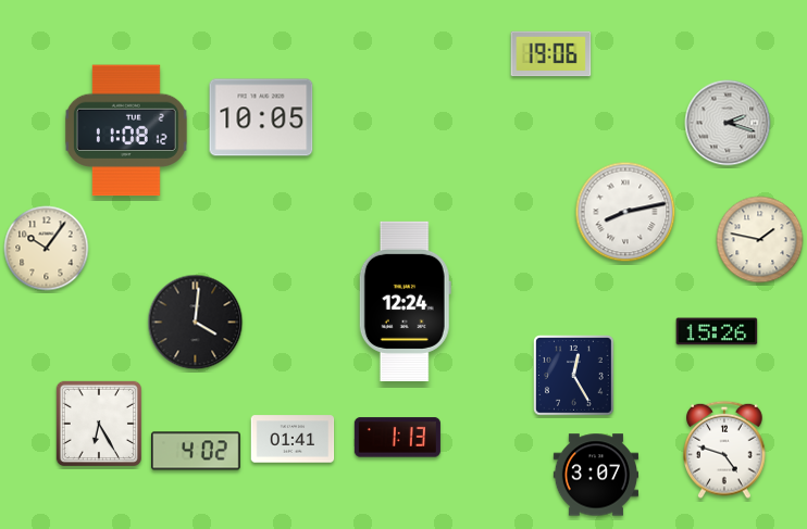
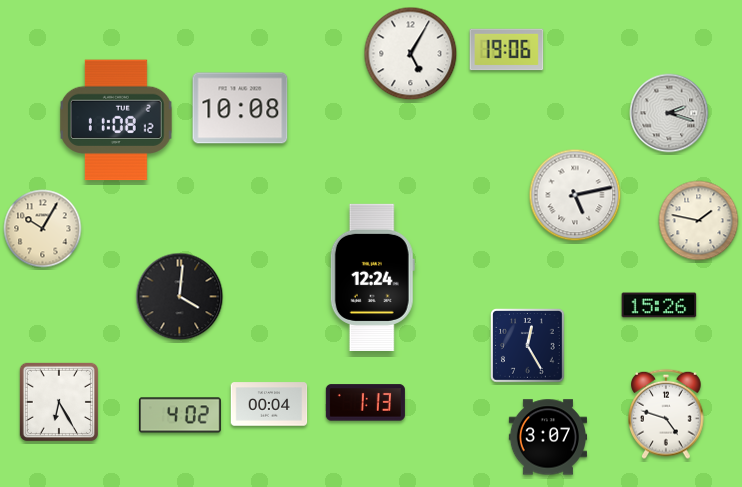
clock at (411, 54): none -> 5:05
clock at (261, 117): 10:05 -> 10:08
clock at (625, 212): 8:13 -> 5:13
clock at (47, 249): 10:06 -> 10:05
clock at (99, 424) position: (99, 424) -> (59, 402)
clock at (293, 439): 01:41 -> 00:04
